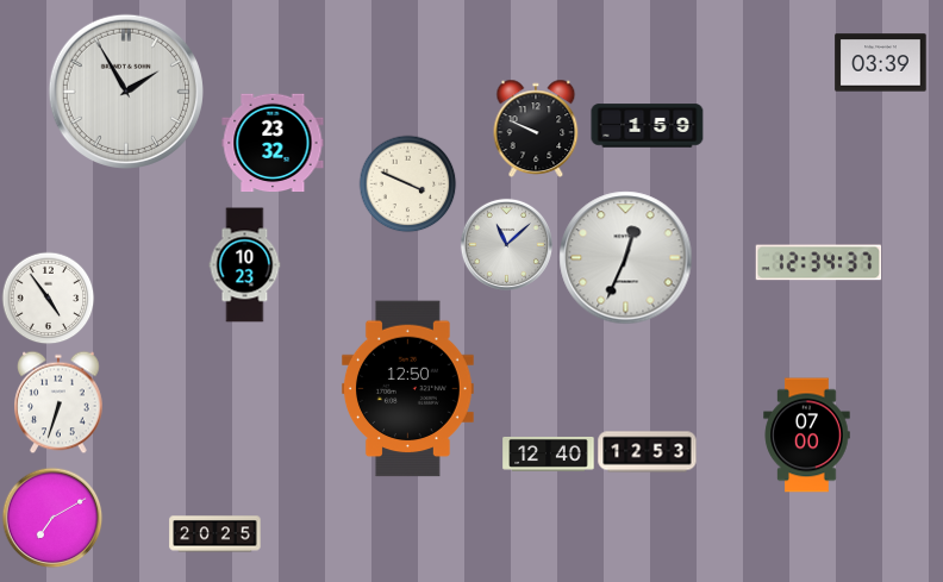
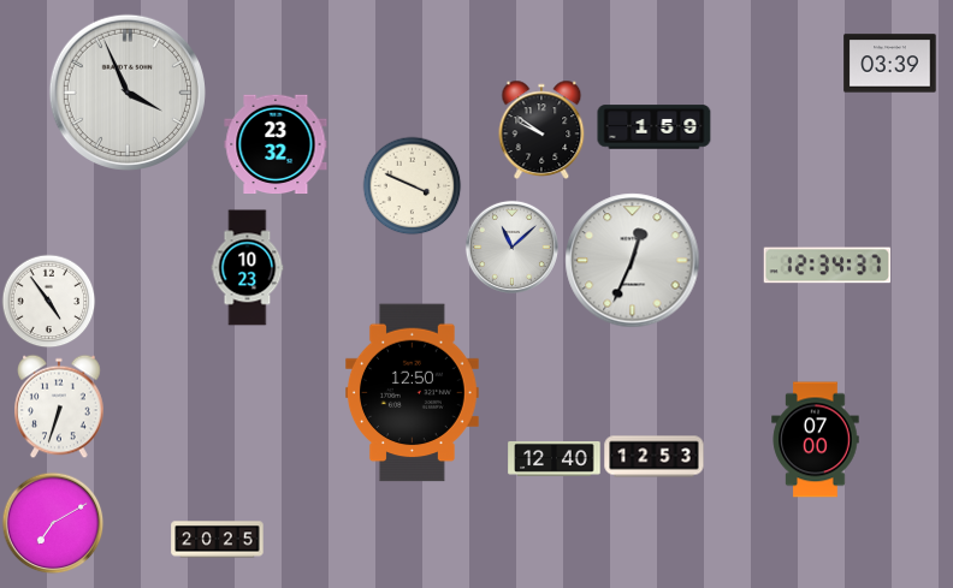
clock at (126, 92): 1:55 -> 3:56
clock at (536, 127): 9:49 -> 9:51
